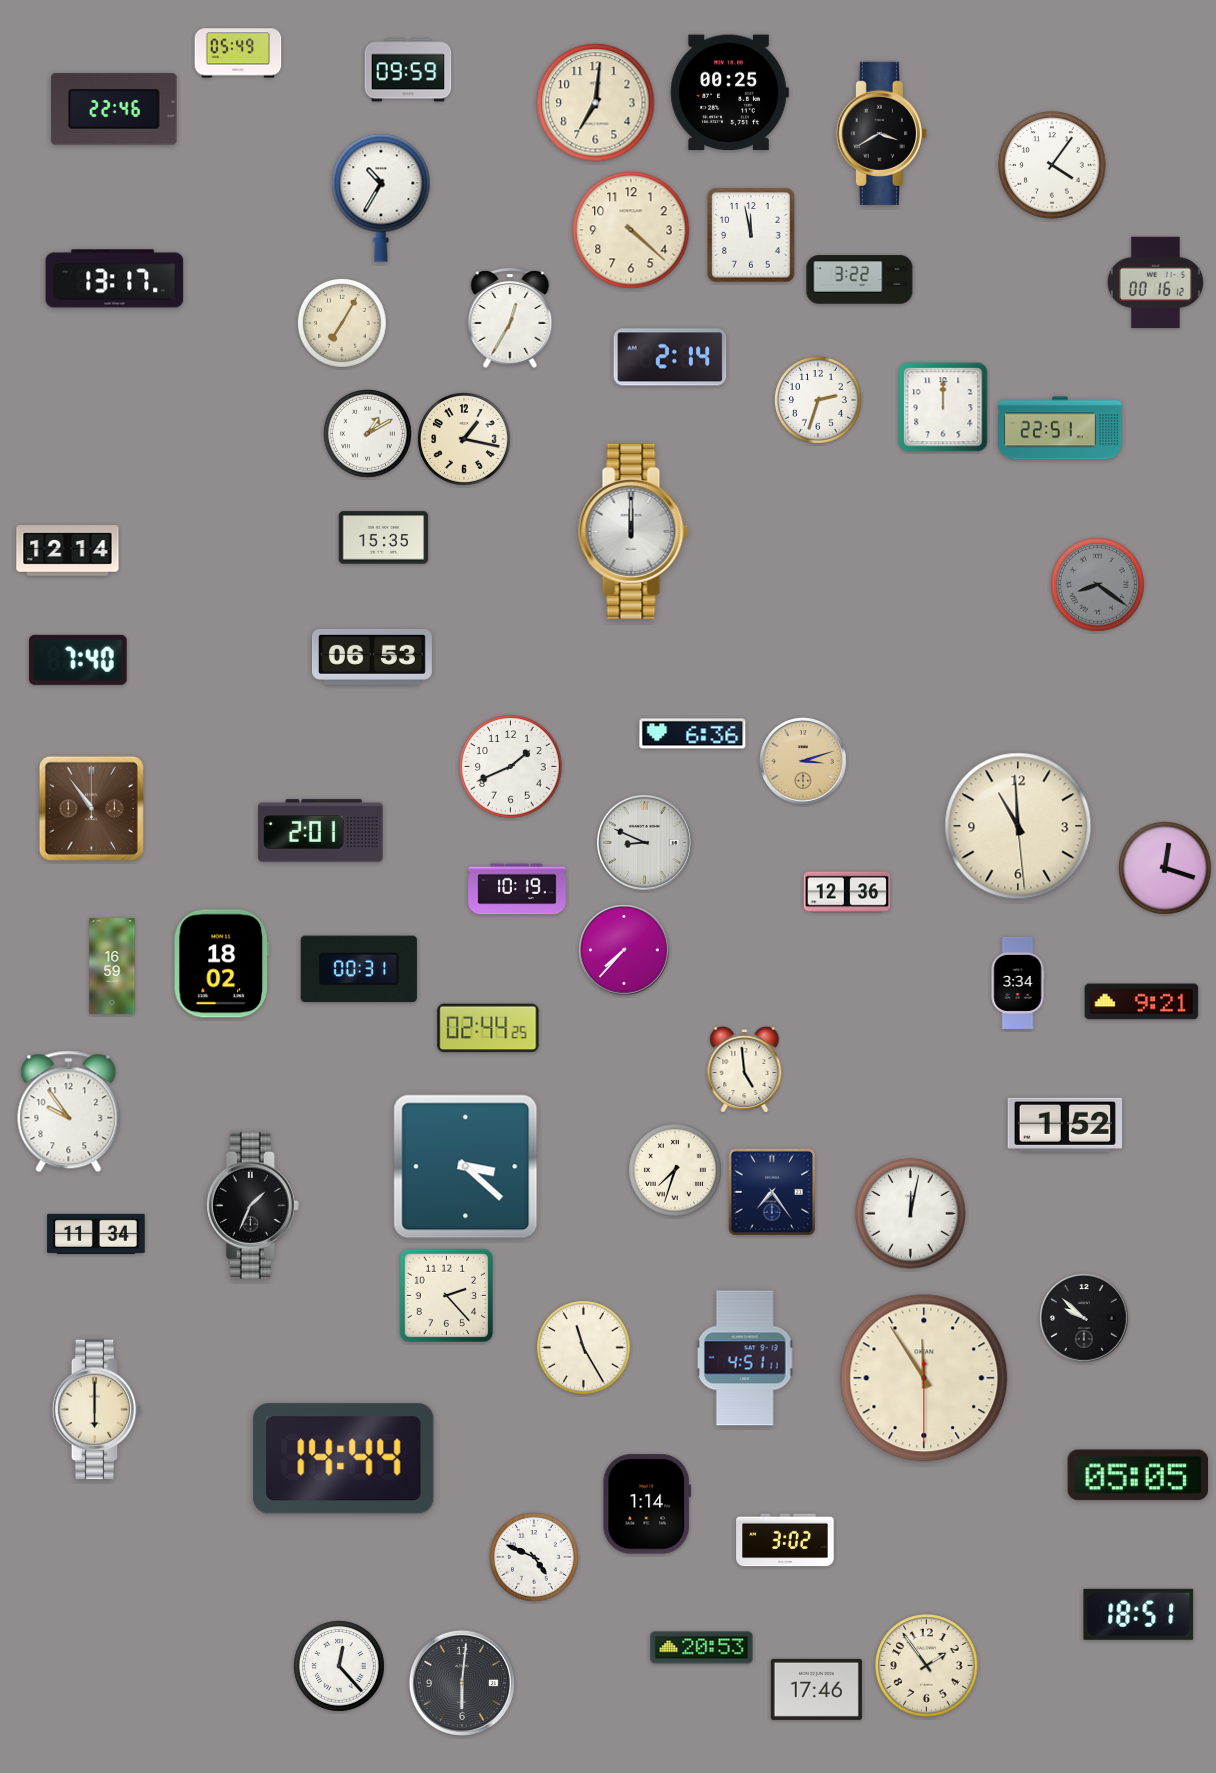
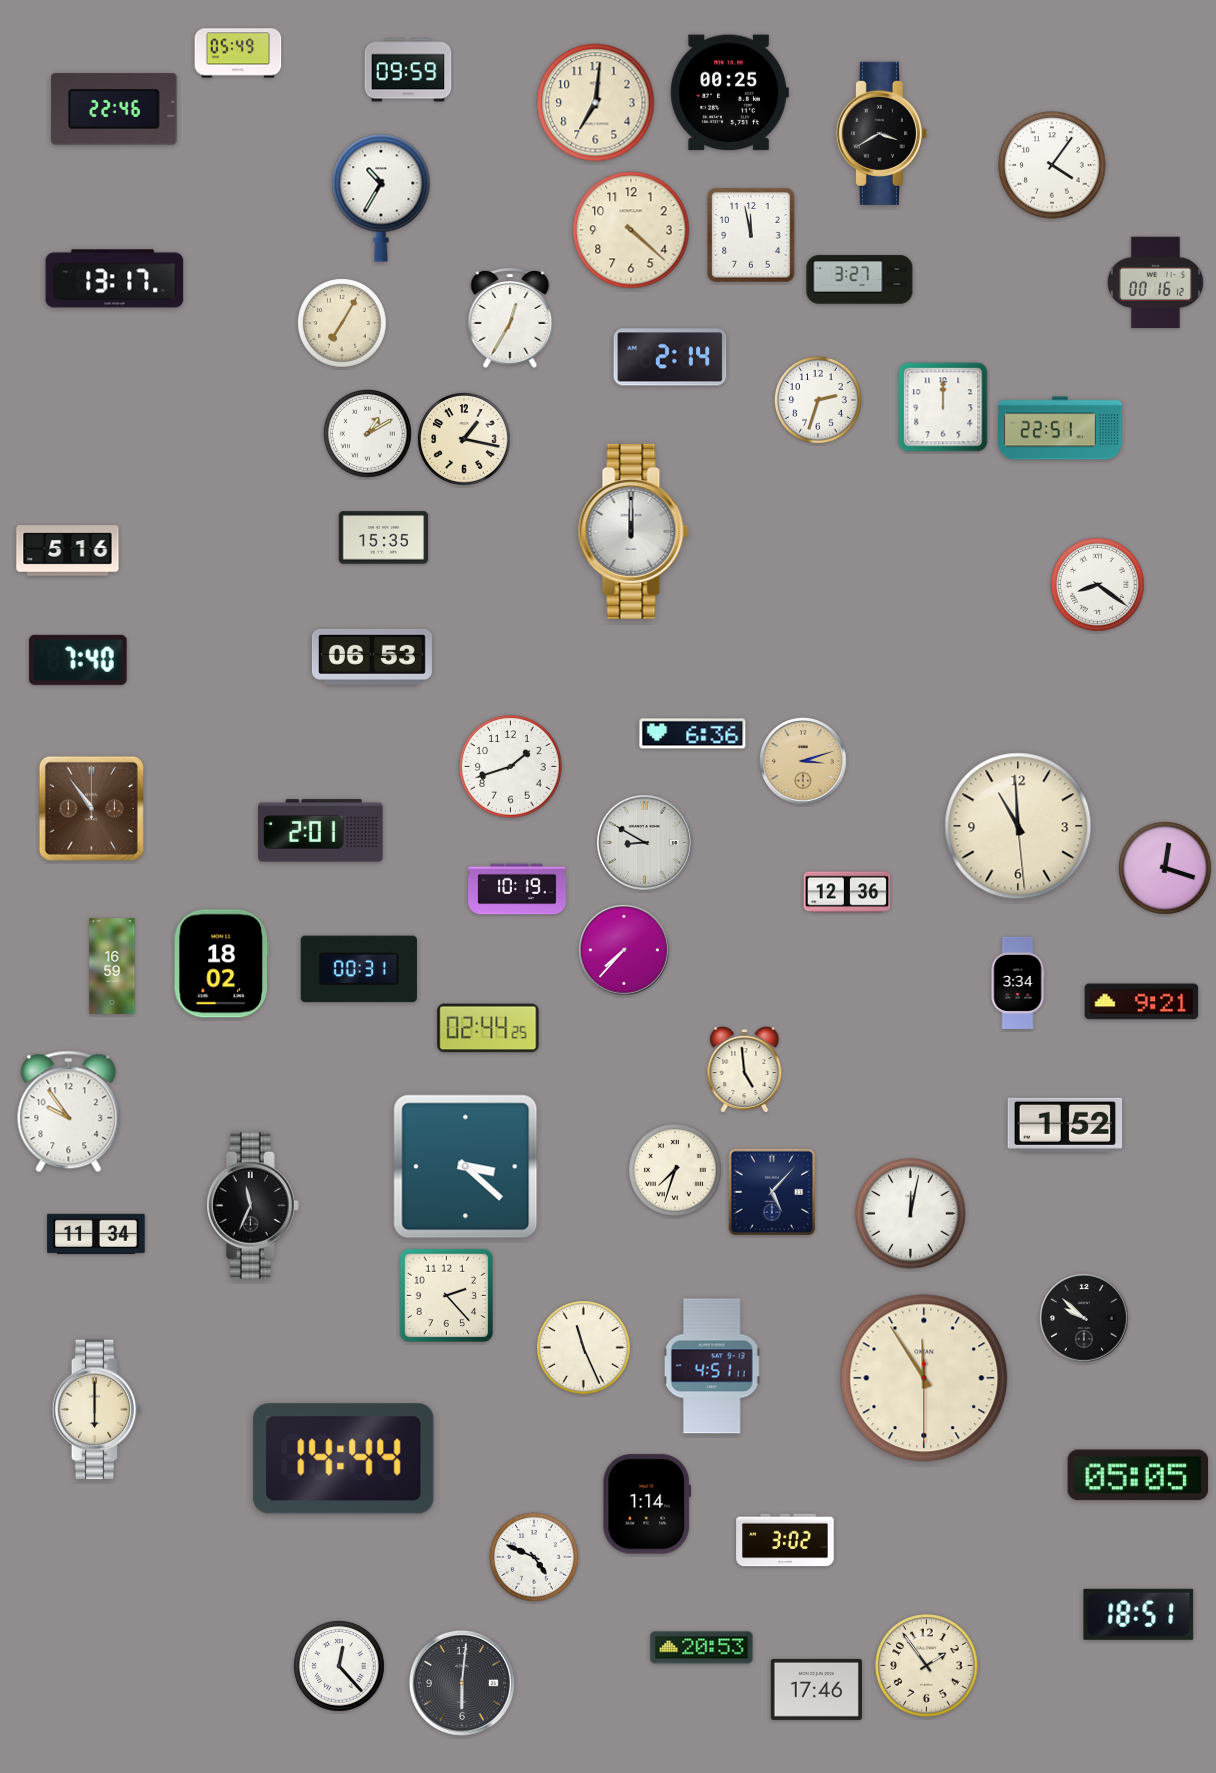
clock at (860, 280): 3:22 -> 3:27
clock at (68, 551): 12:14 -> 5:16
clock at (1098, 585) dial: grey -> white
clock at (511, 767): 1:41 -> 1:42
clock at (644, 842): 8:49 -> 8:50
clock at (772, 1192): 7:24 -> 5:07
clock at (252, 1205): 1:34 -> 11:34
clock at (584, 1348): 11:25 -> 11:26
clock at (745, 1358) position: (745, 1358) -> (712, 1366)
